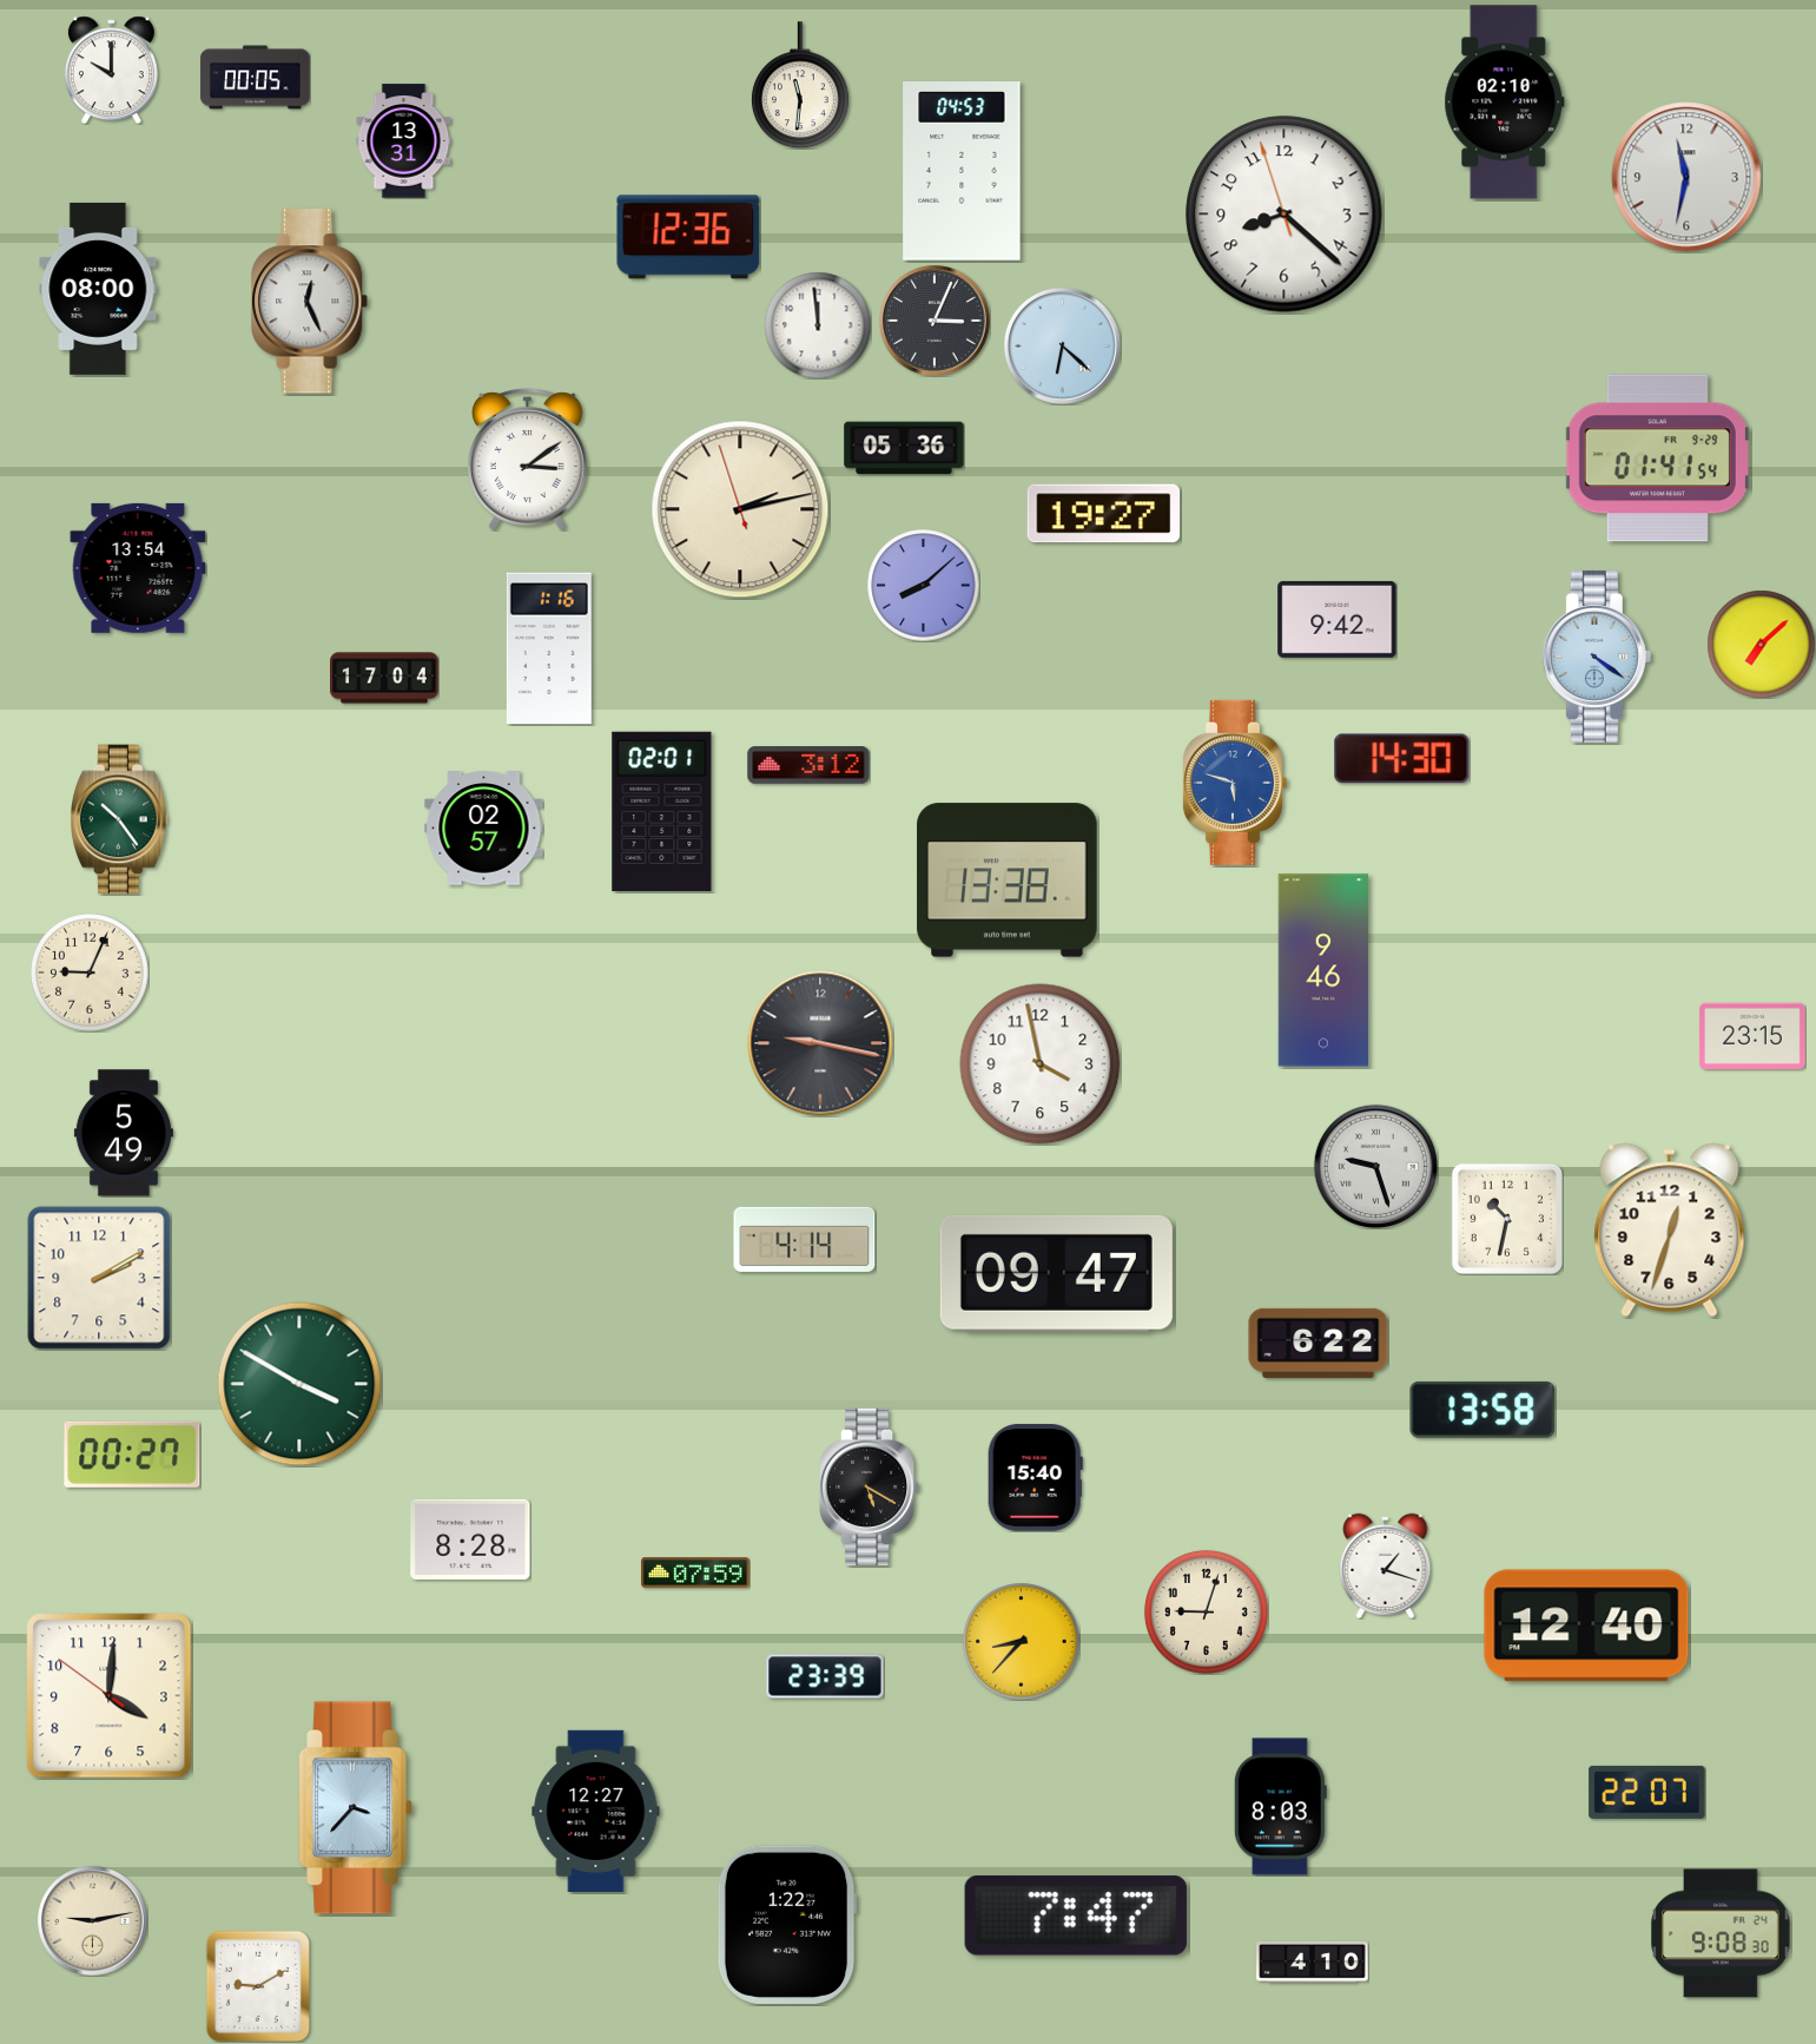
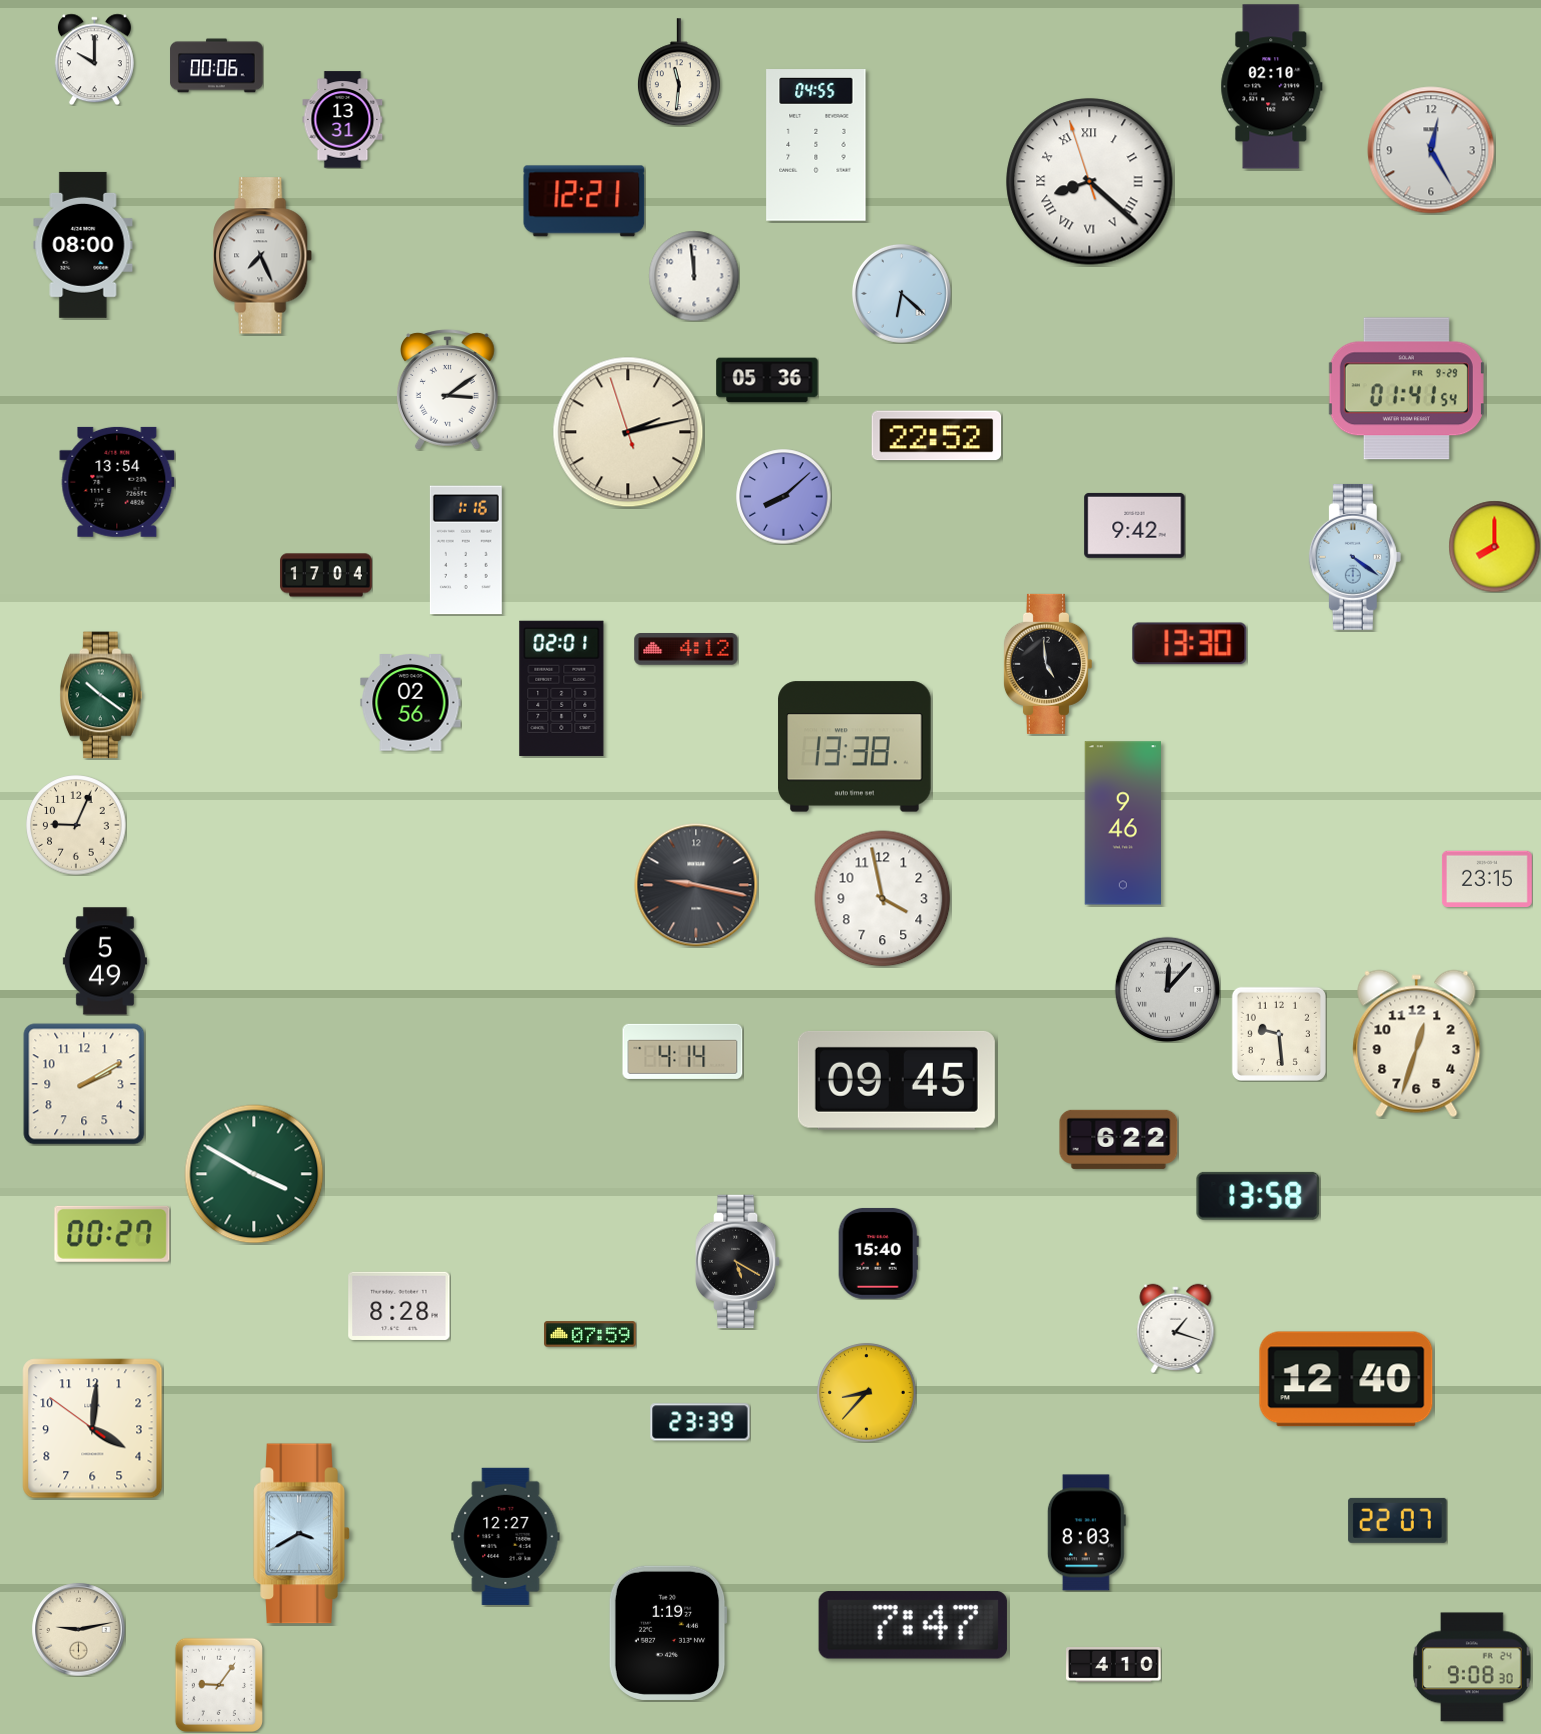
clock at (256, 78): 00:05 -> 00:06
clock at (1505, 103) position: (1505, 103) -> (1272, 87)
clock at (962, 171): 04:53 -> 04:55
clock at (1686, 177): 11:32 -> 12:25
clock at (1285, 215) numerals: Arabic -> Roman
clock at (688, 237): 12:36 -> 12:21
clock at (310, 302): 12:26 -> 7:26
clock at (935, 321): 3:04 -> none
clock at (1104, 514): 19:27 -> 22:52
clock at (1761, 644): 7:08 -> 8:00
clock at (1402, 759): 14:30 -> 13:30
clock at (808, 766): 3:12 -> 4:12
clock at (1234, 783): 5:48 -> 4:59
clock at (1234, 783) dial: blue -> black
clock at (119, 819): 10:24 -> 10:21
clock at (484, 829): 02:57 -> 02:56
clock at (1041, 1064) position: (1041, 1064) -> (883, 899)
clock at (1375, 1166): 9:27 -> 12:07
clock at (1507, 1219): 10:32 -> 9:29
clock at (1056, 1273): 09:47 -> 09:45
clock at (1206, 1611): 9:03 -> none
clock at (110, 1696) position: (110, 1696) -> (93, 1429)
clock at (356, 1808): 3:37 -> 3:40
clock at (787, 1925): 1:22 -> 1:19
clock at (1721, 1933) position: (1721, 1933) -> (1472, 1667)
clock at (258, 1986): 9:10 -> 9:06
